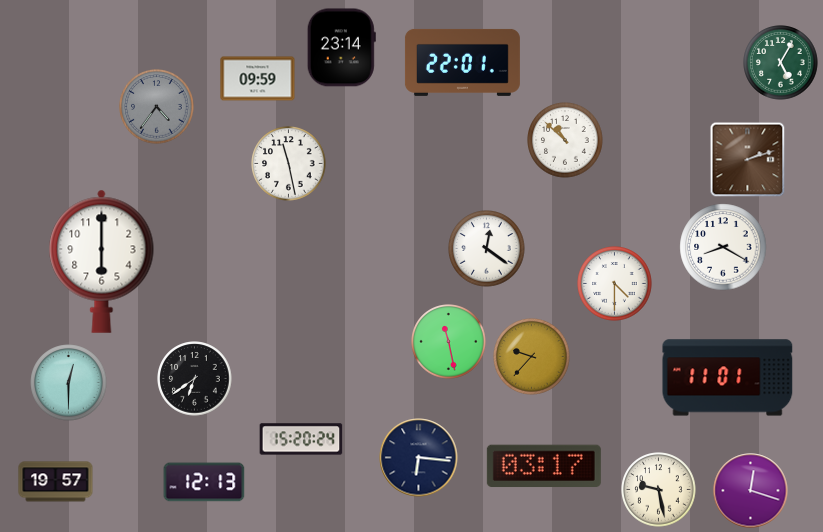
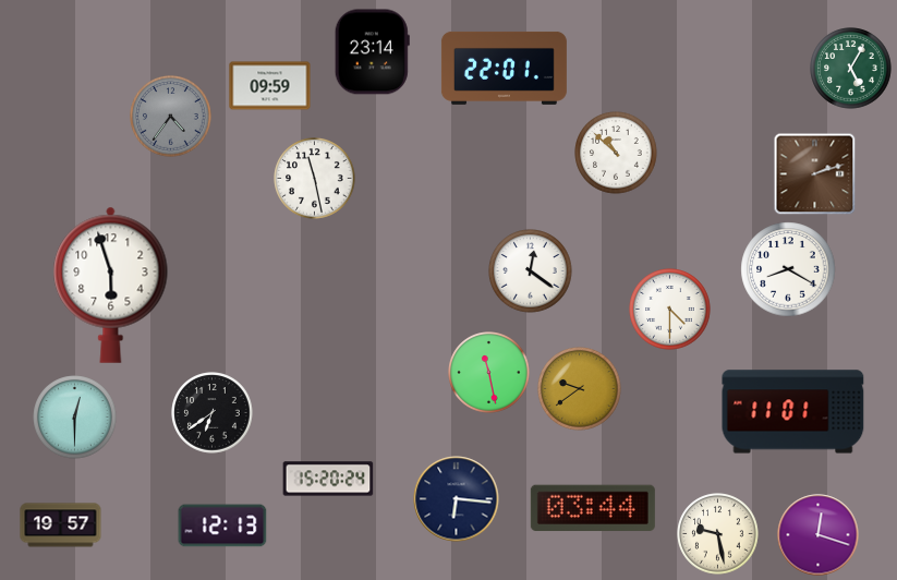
clock at (258, 79) position: (258, 79) -> (270, 86)
clock at (102, 261): 6:00 -> 5:57
clock at (532, 357): 9:37 -> 9:39
clock at (544, 466): 03:17 -> 03:44
